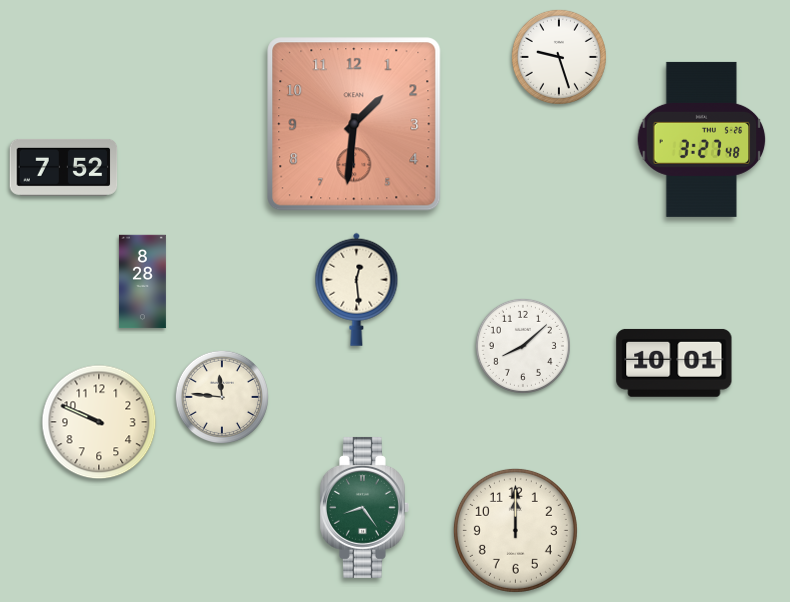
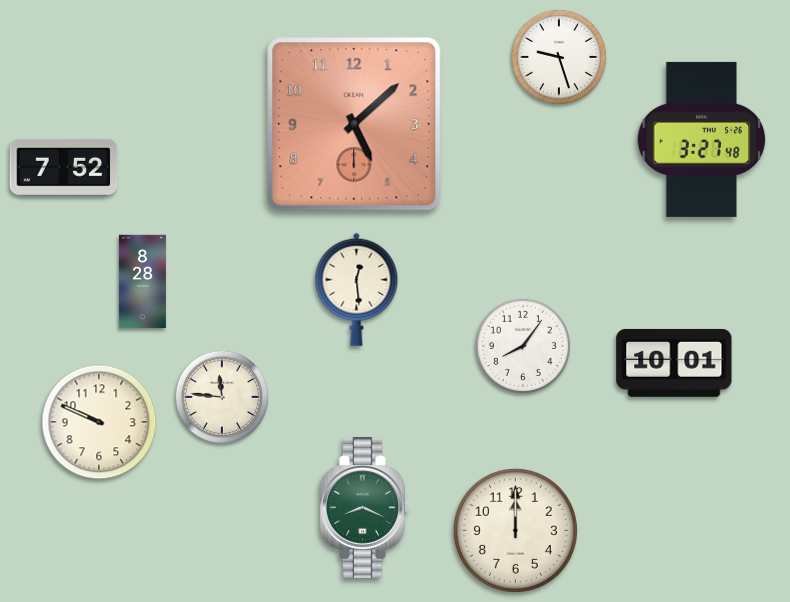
clock at (354, 124): 1:31 -> 5:08
clock at (523, 346): 8:08 -> 8:06
clock at (365, 507): 8:24 -> 8:19
